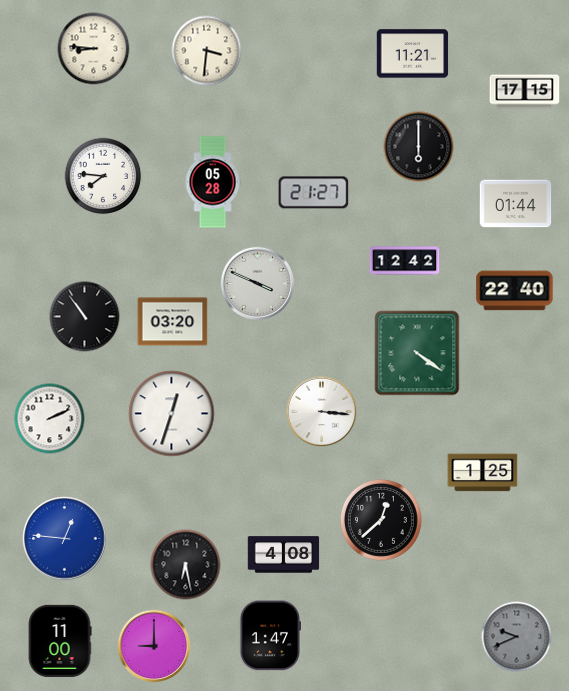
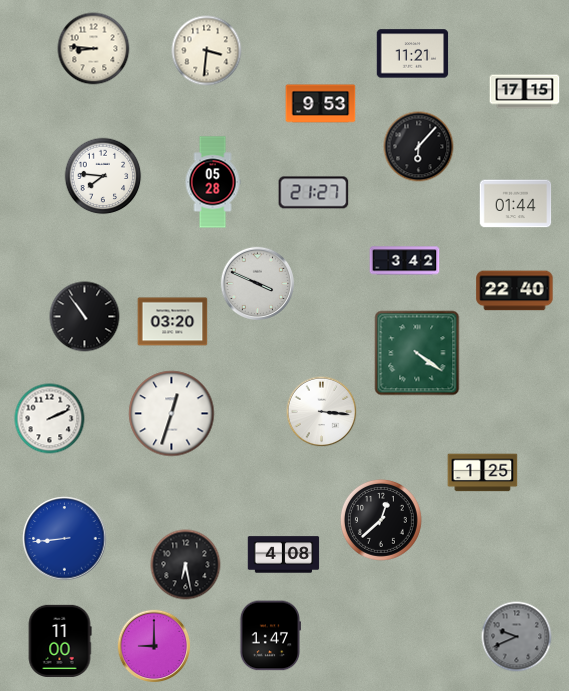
clock at (321, 104): none -> 9:53
clock at (419, 147): 6:00 -> 6:07
clock at (405, 261): 12:42 -> 3:42
clock at (65, 539): 12:46 -> 8:44
